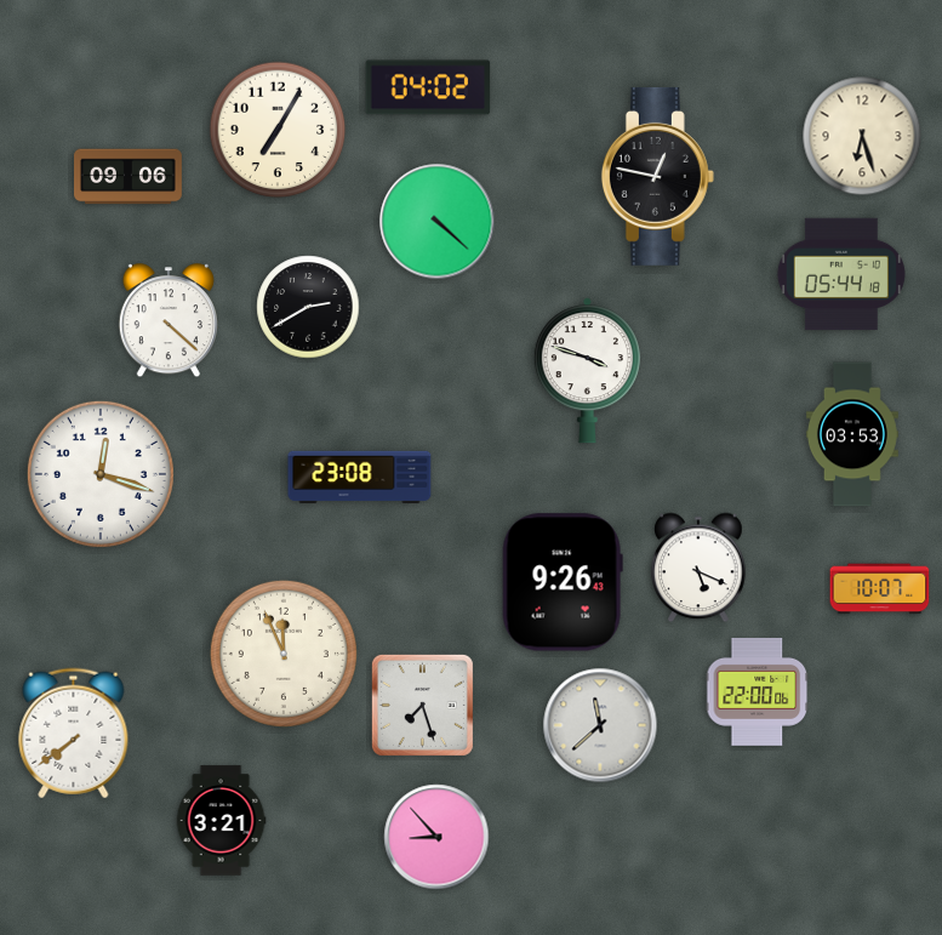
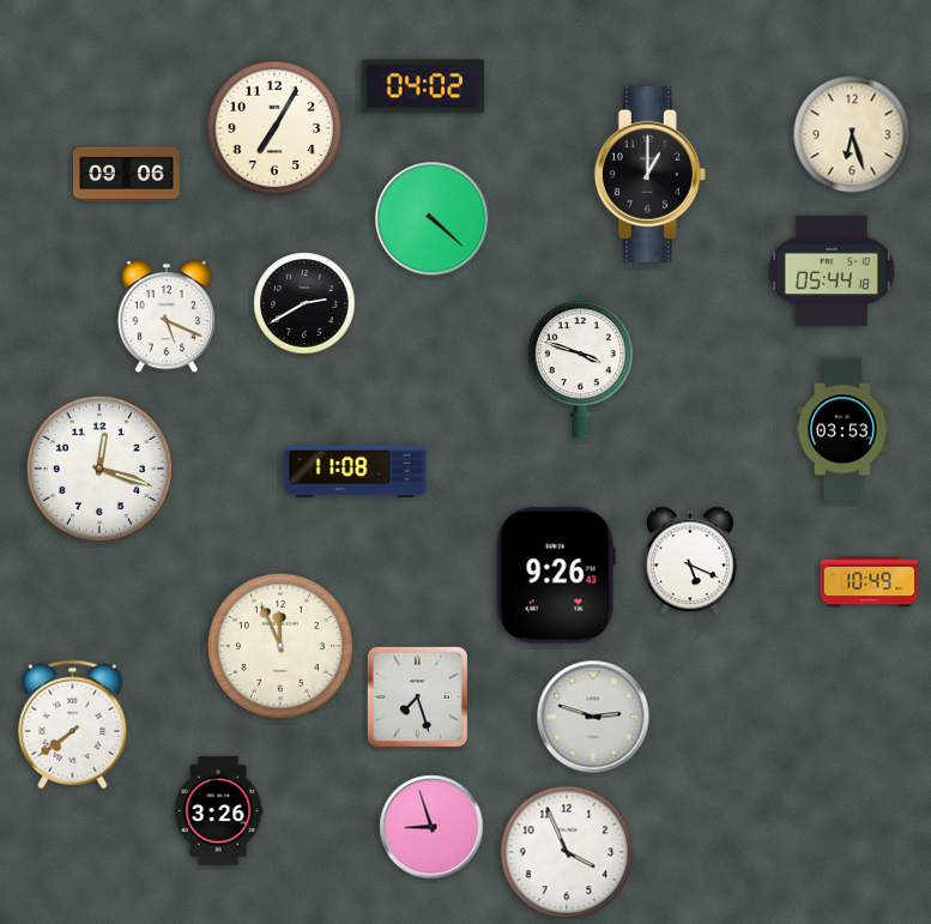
clock at (657, 176): 12:47 -> 1:00
clock at (169, 321): 4:22 -> 5:19
clock at (360, 477): 23:08 -> 11:08
clock at (880, 589): 10:07 -> 10:49
clock at (758, 692): 22:00 -> none
clock at (600, 725): 11:38 -> 2:48
clock at (221, 821): 3:21 -> 3:26
clock at (436, 837): 8:53 -> 8:57
clock at (567, 852): none -> 3:56
